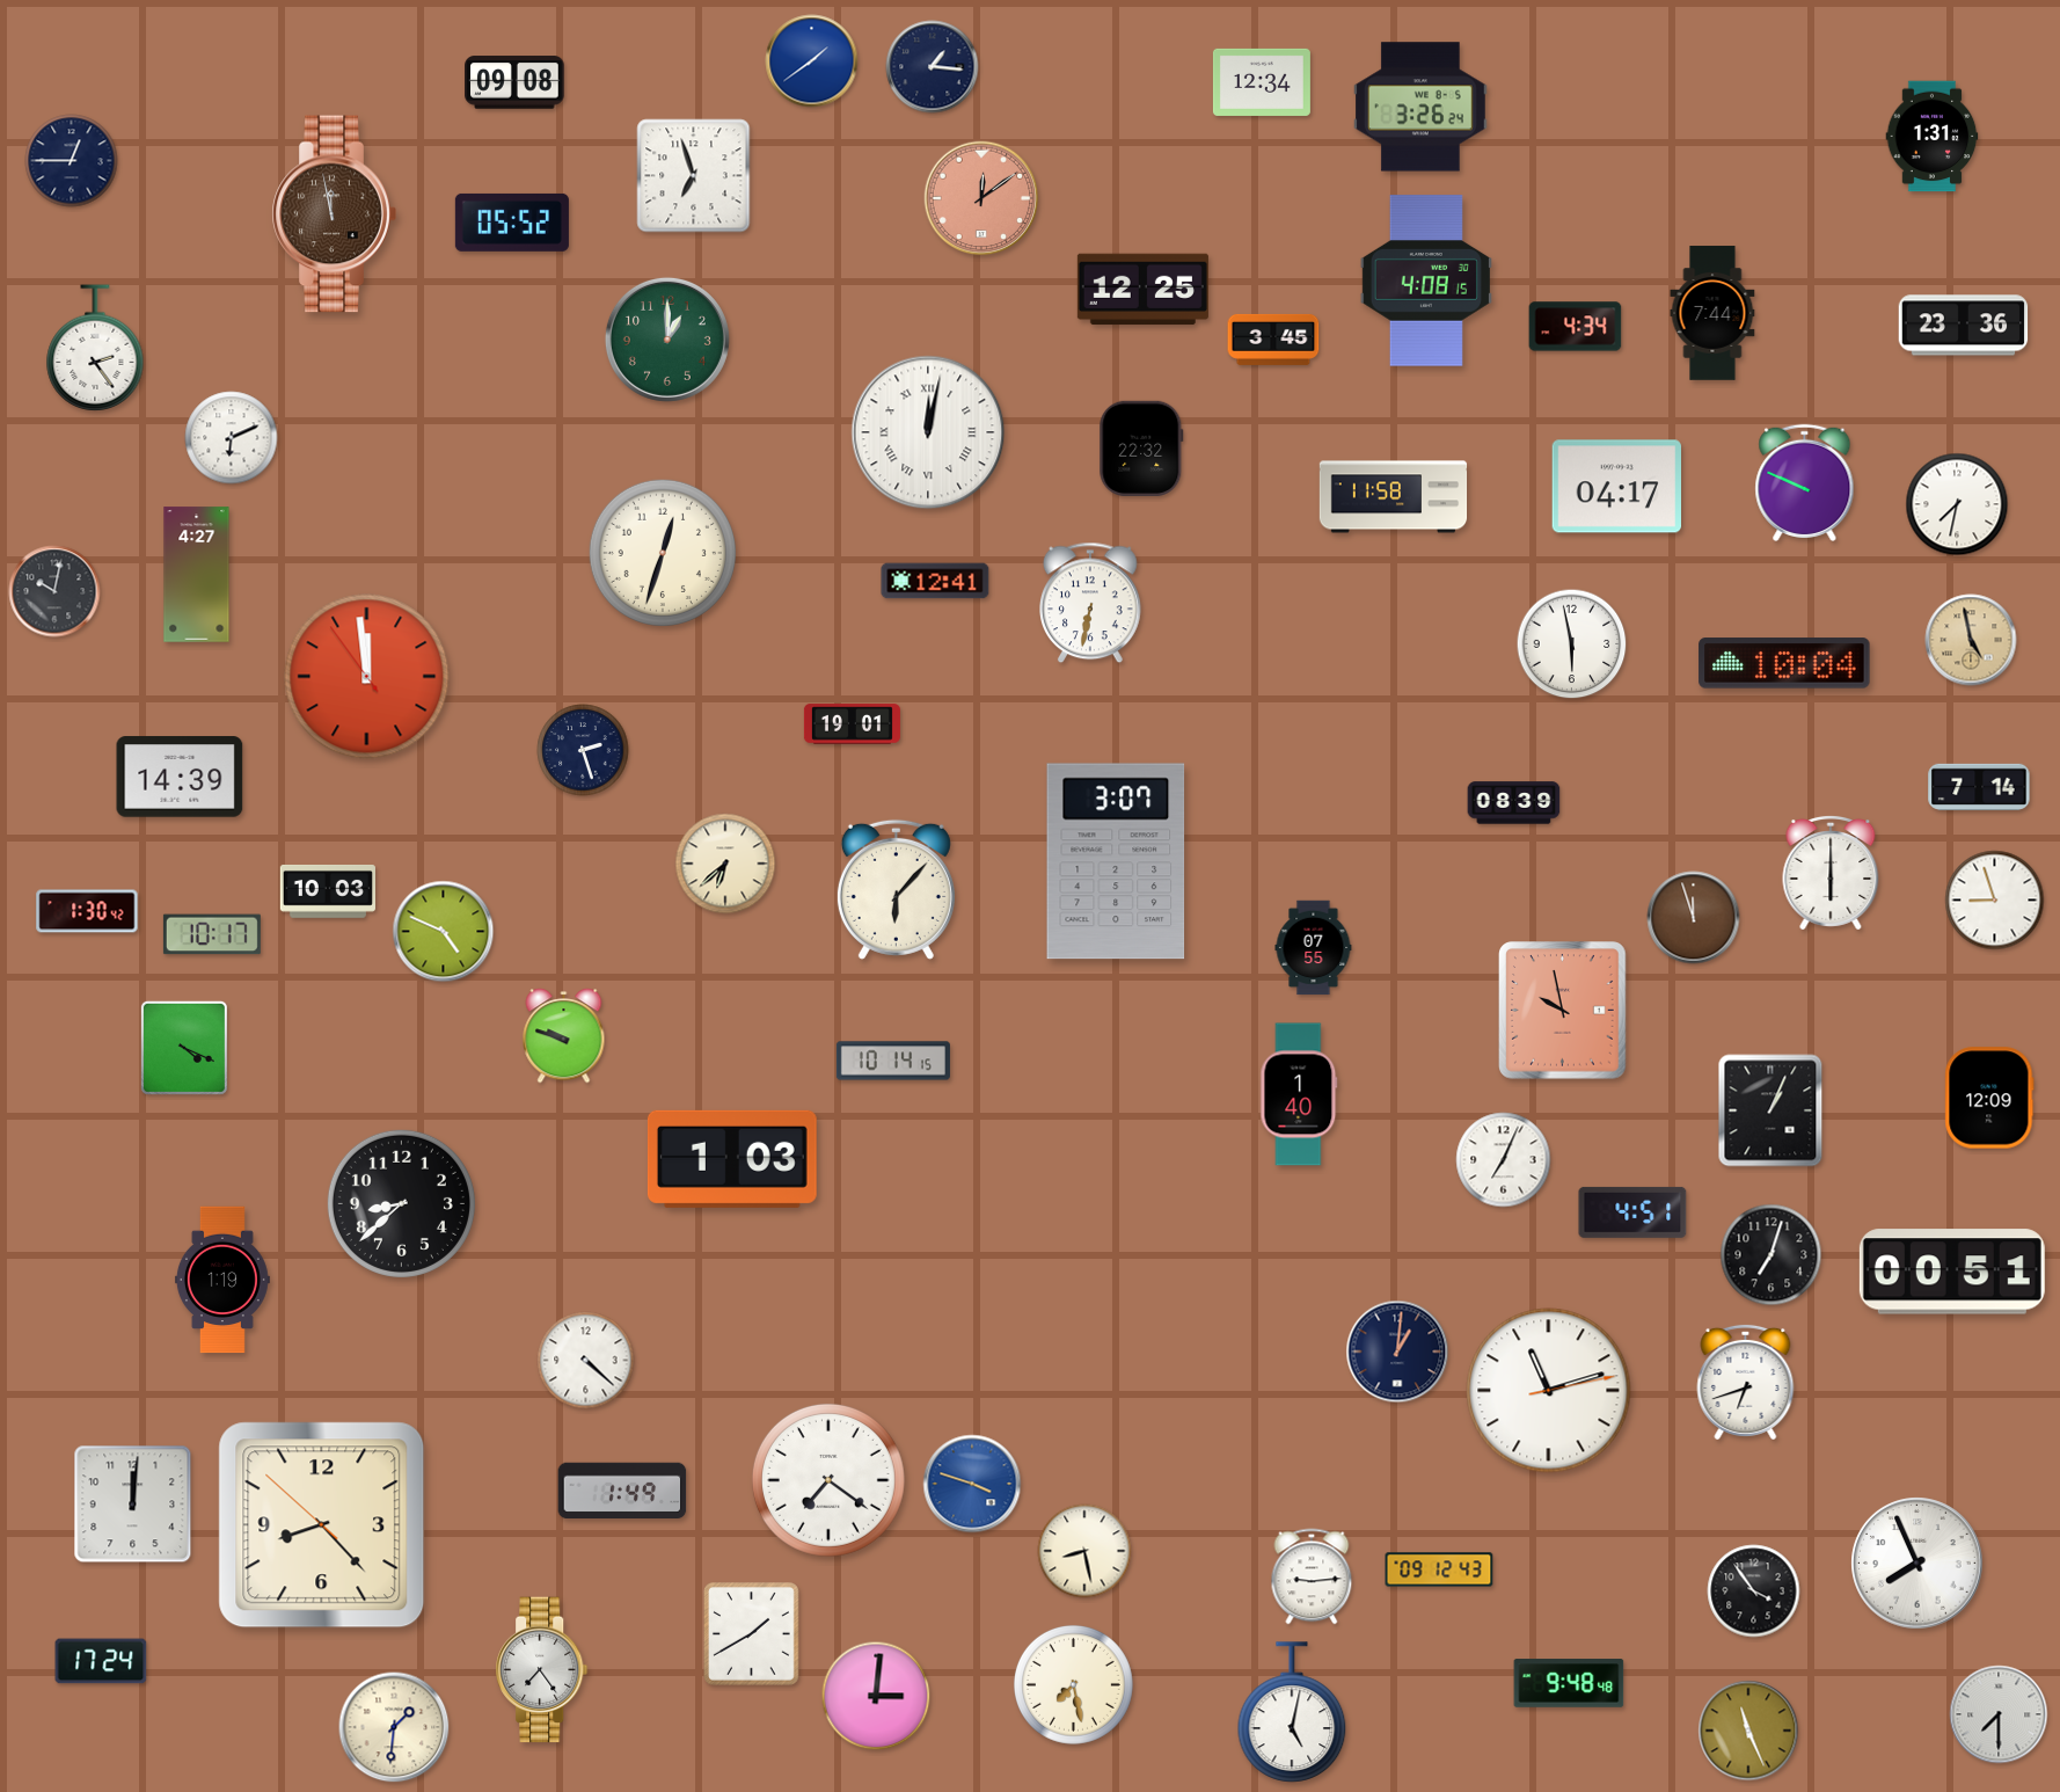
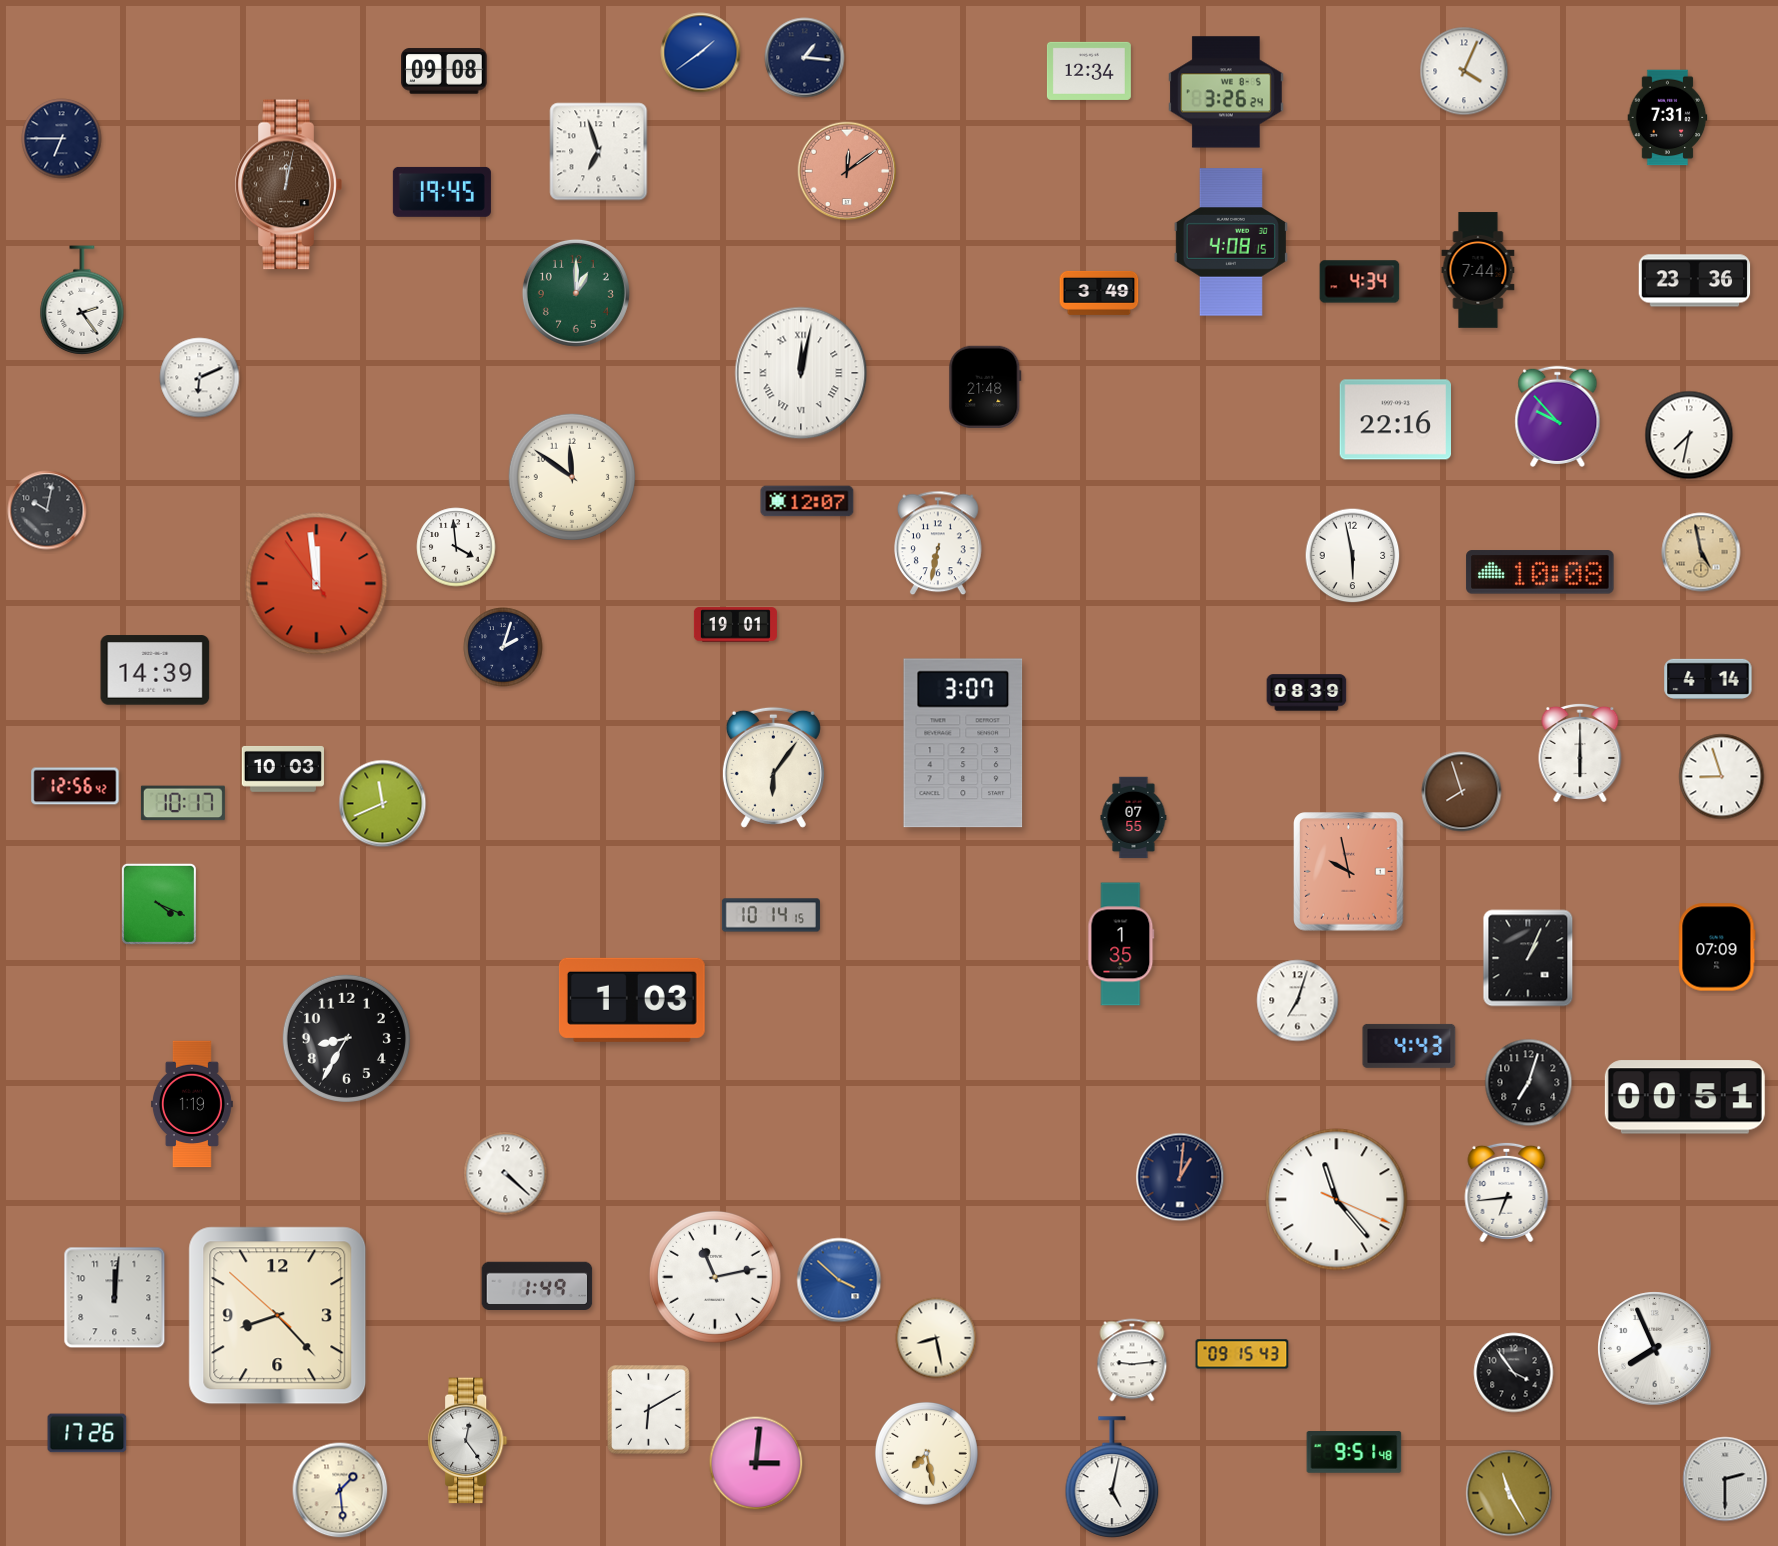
clock at (1464, 71): none -> 4:04
clock at (1933, 137): 1:31 -> 7:31
clock at (72, 161): 12:45 -> 6:45
clock at (334, 214): 11:58 -> 12:02
clock at (512, 223): 05:52 -> 19:45
clock at (1142, 290): 12:25 -> none
clock at (1273, 340): 3:45 -> 3:49
clock at (1141, 449): 22:32 -> 21:48
clock at (1805, 482): 9:49 -> 9:53
clock at (1616, 487): 04:17 -> 22:16
clock at (1394, 497): 11:58 -> none
clock at (663, 553): 12:33 -> 11:51
clock at (197, 575): 4:27 -> none
clock at (935, 581): 12:41 -> 12:07
clock at (1091, 603) position: (1091, 603) -> (939, 543)
clock at (456, 547): none -> 3:59
clock at (1572, 644) position: (1572, 644) -> (1353, 556)
clock at (1784, 663): 10:04 -> 10:08
clock at (583, 750): 2:27 -> 2:03
clock at (1979, 787): 7:14 -> 4:14
clock at (725, 864): 6:38 -> none
clock at (896, 889): 6:07 -> 6:06
clock at (87, 911): 1:30 -> 12:56
clock at (1694, 918): 11:57 -> 7:57
clock at (444, 932): 4:49 -> 11:41
clock at (212, 934) position: (212, 934) -> (183, 803)
clock at (564, 1036): 9:48 -> none
clock at (1299, 1094): 1:40 -> 1:35
clock at (1989, 1098): 12:09 -> 07:09
clock at (1504, 1160): 7:04 -> 7:03
clock at (401, 1203): 8:38 -> 8:35
clock at (1632, 1212): 4:51 -> 4:43
clock at (1397, 1352) position: (1397, 1352) -> (1180, 1177)
clock at (1746, 1382): 6:42 -> 6:44
clock at (1549, 1391): 11:12 -> 11:23
clock at (828, 1480): 7:21 -> 11:13
clock at (972, 1484): 3:48 -> 3:52
clock at (1439, 1569): 09:12 -> 09:15
clock at (752, 1634): 1:40 -> 6:10
clock at (101, 1661): 17:24 -> 17:26
clock at (542, 1670): 7:24 -> 12:24
clock at (1569, 1683): 9:48 -> 9:51
clock at (1292, 1712) position: (1292, 1712) -> (1112, 1477)
clock at (1999, 1714): 7:30 -> 2:30
clock at (394, 1727): 1:31 -> 1:29
clock at (1748, 1731): 11:26 -> 11:25
